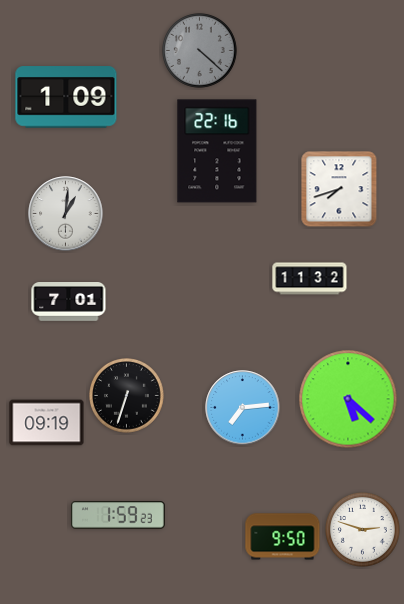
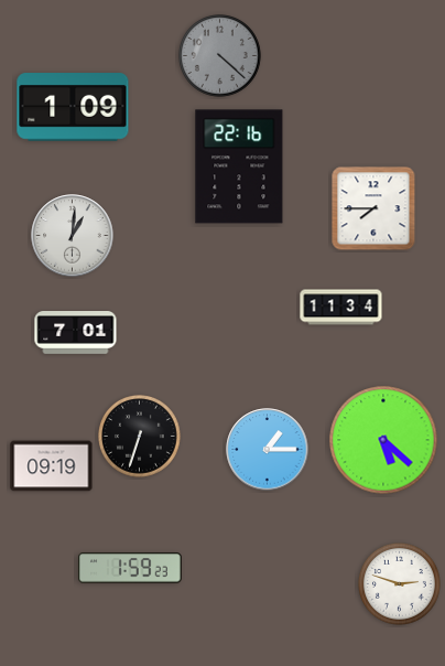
clock at (339, 189): 7:42 -> 7:45
clock at (310, 279): 11:32 -> 11:34
clock at (243, 408): 7:14 -> 1:15
clock at (283, 537): 9:50 -> none
